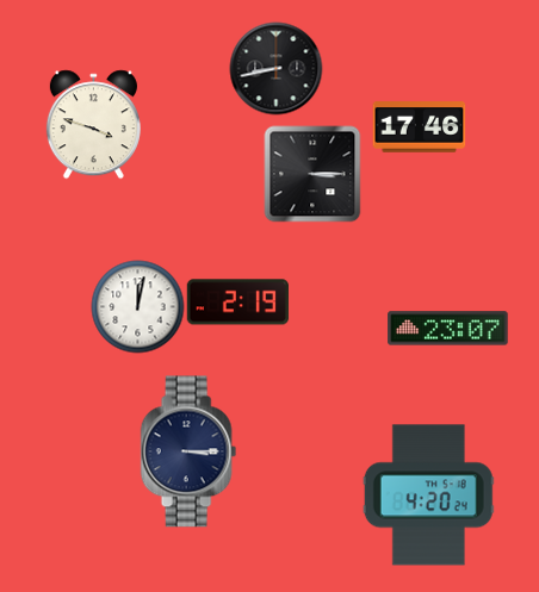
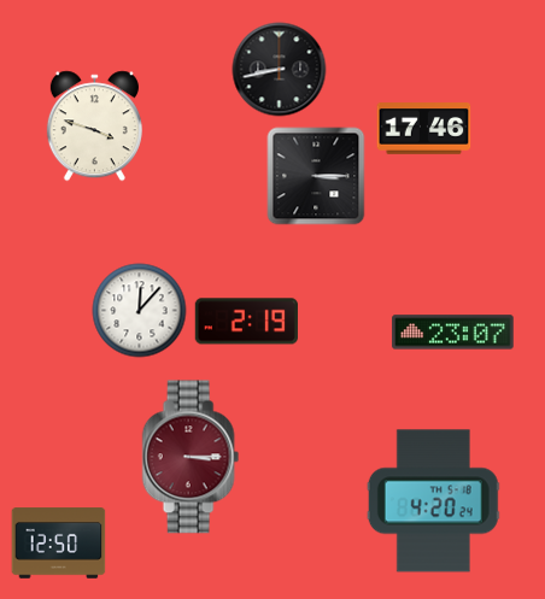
clock at (237, 303) position: (237, 303) -> (246, 322)
clock at (137, 306): 12:02 -> 12:07
clock at (188, 451) dial: navy -> burgundy
clock at (58, 544): none -> 12:50
